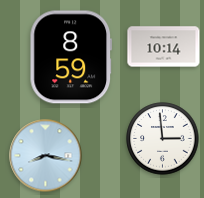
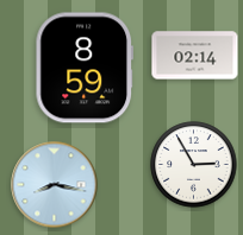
clock at (164, 47): 10:14 -> 02:14
clock at (163, 139): 2:59 -> 2:55
